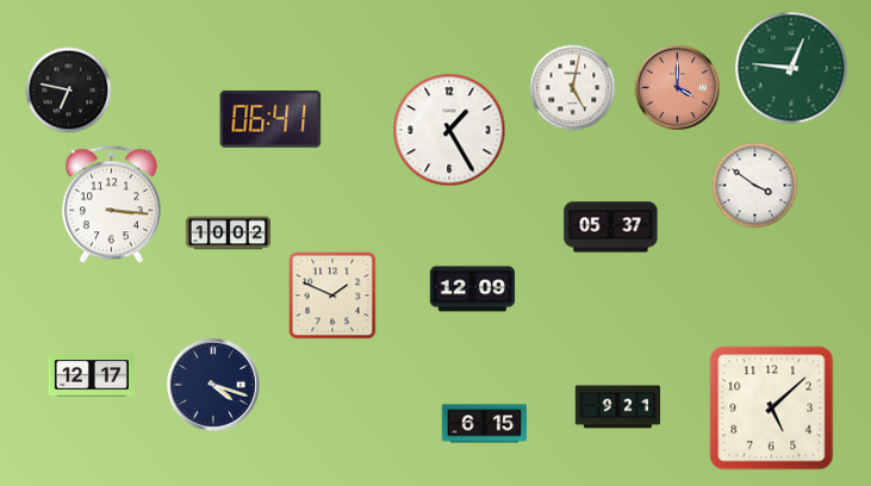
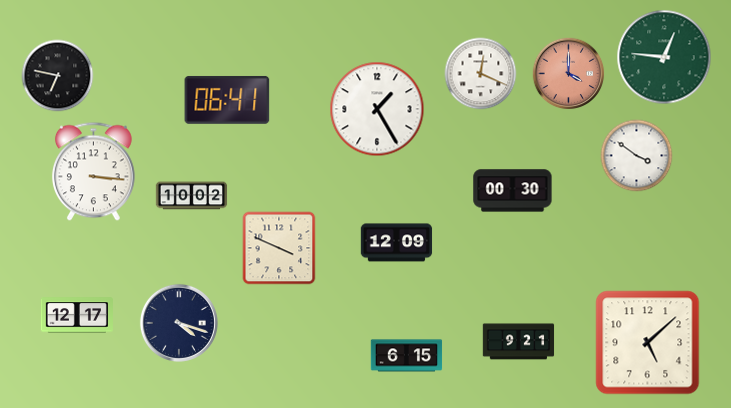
clock at (573, 88): 5:02 -> 12:19
clock at (755, 186) position: (755, 186) -> (637, 156)
clock at (611, 228): 05:37 -> 00:30
clock at (332, 295): 1:49 -> 3:49
